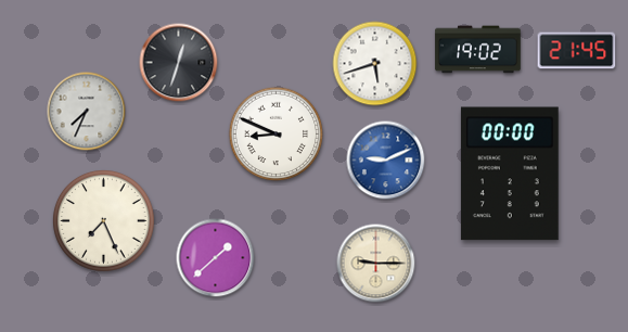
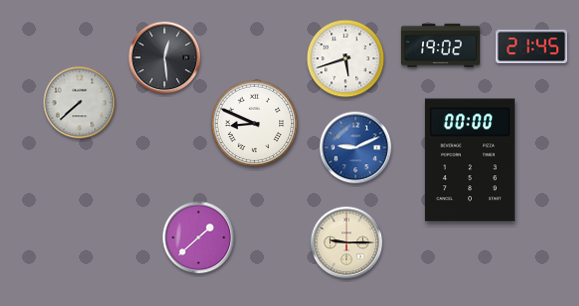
clock at (179, 63): 12:33 -> 12:29
clock at (87, 112): 7:34 -> 7:38
clock at (103, 220): 7:26 -> none
